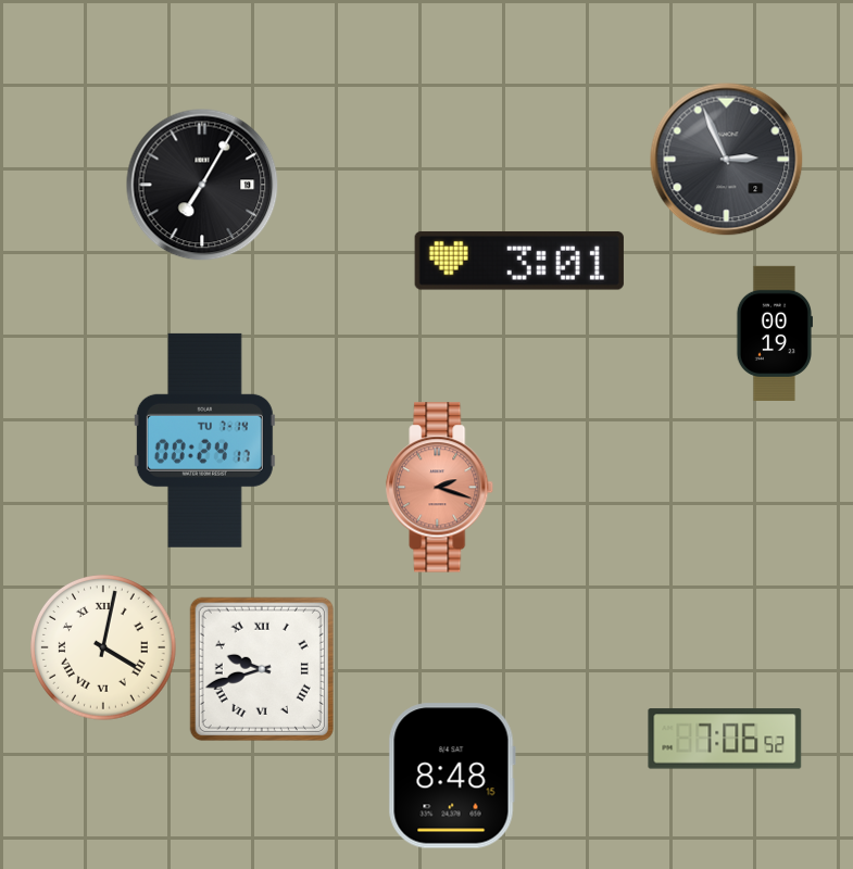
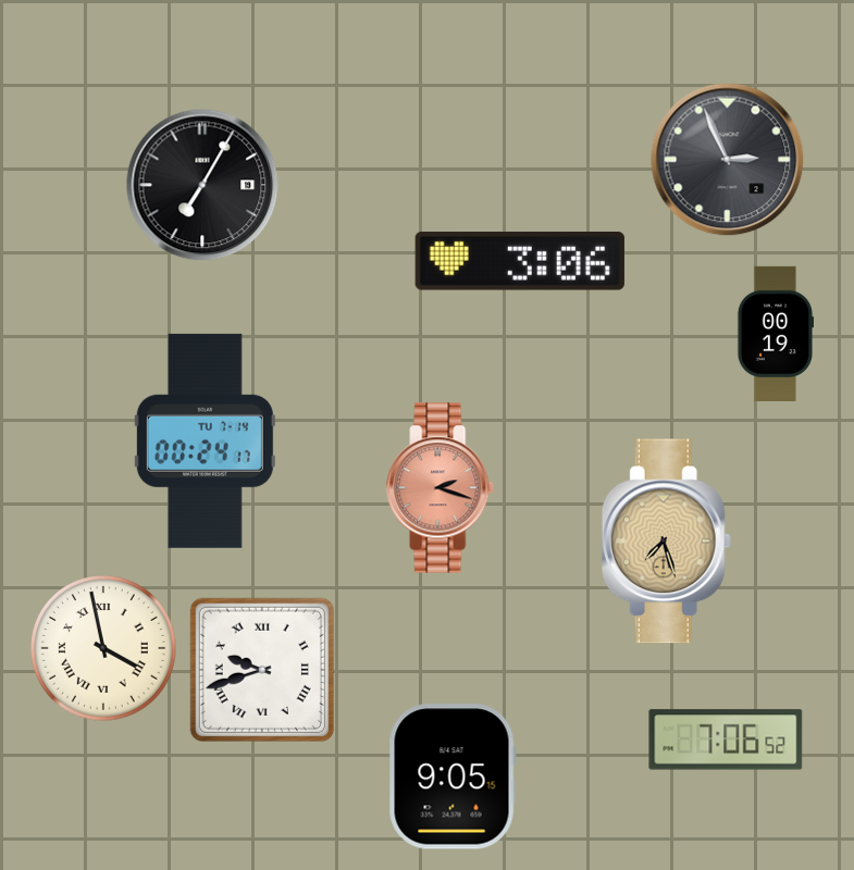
clock at (519, 261): 3:01 -> 3:06
clock at (666, 542): none -> 7:27
clock at (104, 648): 4:02 -> 3:58
clock at (452, 776): 8:48 -> 9:05
